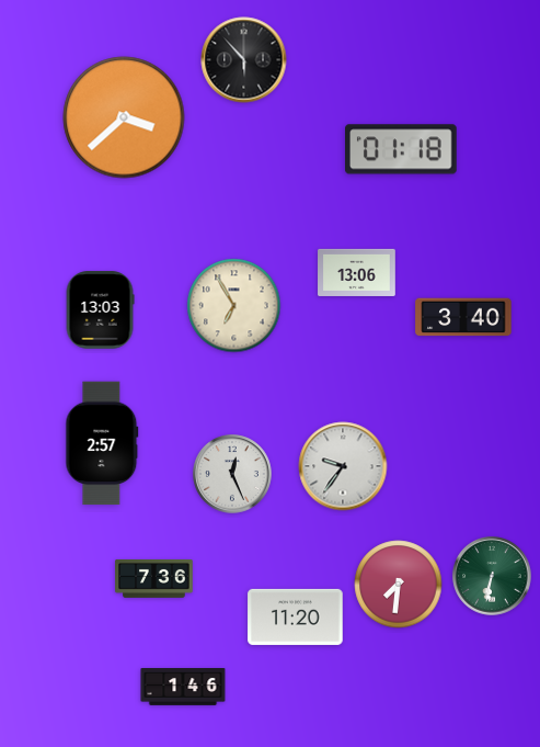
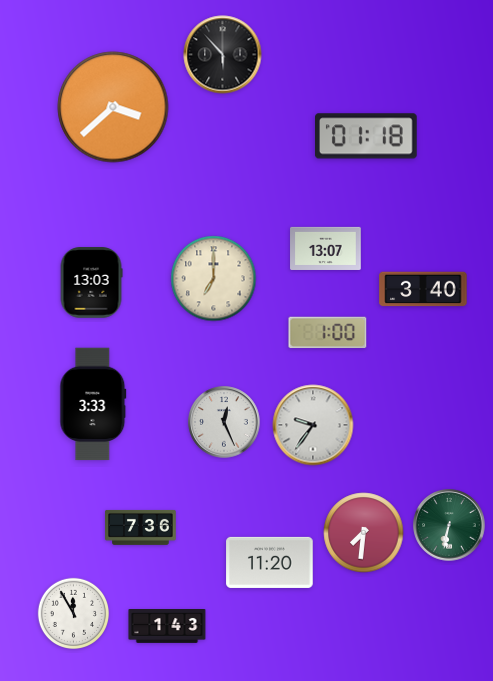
clock at (357, 272): 13:06 -> 13:07
clock at (234, 306): 6:55 -> 7:00
clock at (328, 333): none -> 1:00
clock at (102, 443): 2:57 -> 3:33
clock at (232, 474) position: (232, 474) -> (224, 422)
clock at (73, 613): none -> 11:55
clock at (183, 688): 1:46 -> 1:43
